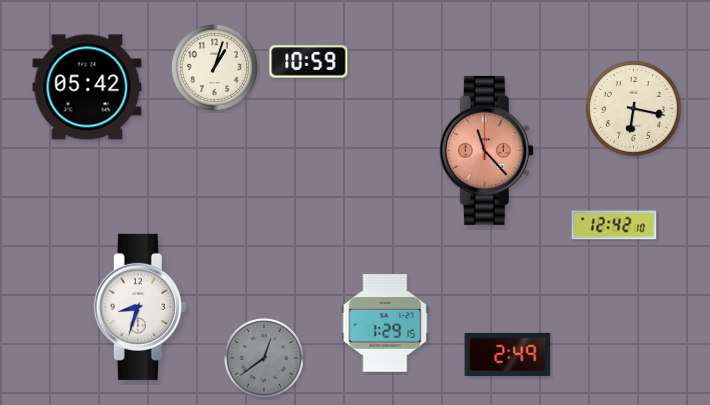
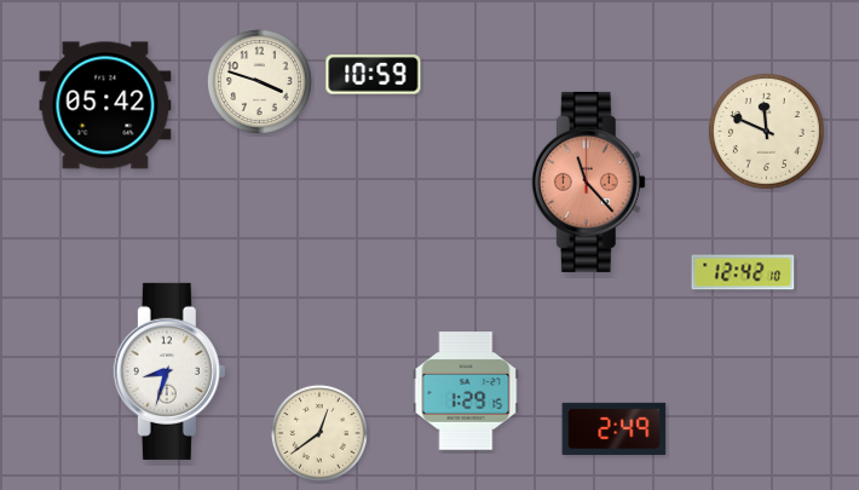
clock at (214, 67): 1:03 -> 3:48
clock at (634, 109): 6:17 -> 11:49
clock at (264, 358) dial: grey -> cream
